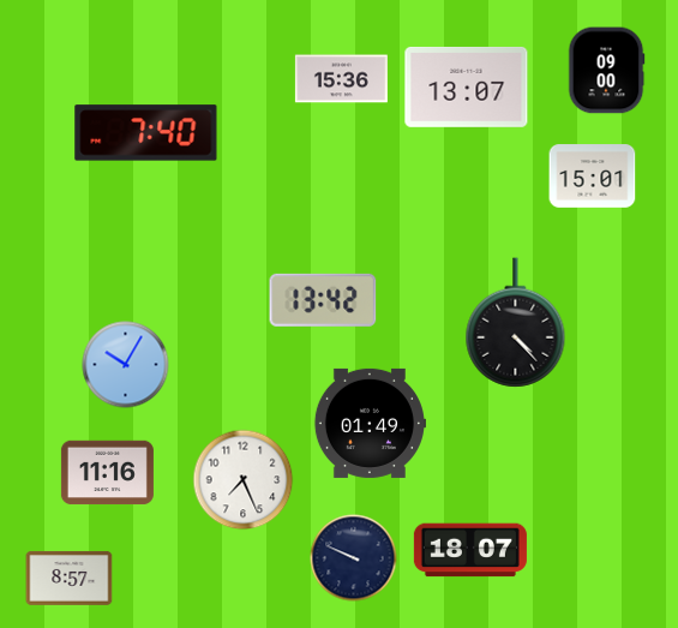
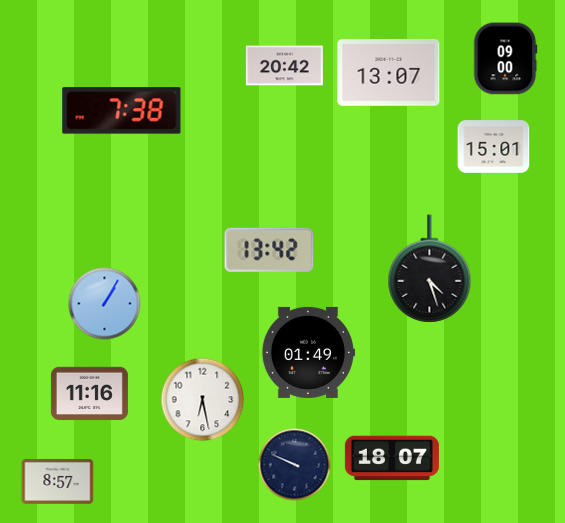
clock at (341, 79): 15:36 -> 20:42
clock at (146, 133): 7:40 -> 7:38
clock at (516, 323): 4:23 -> 4:27
clock at (126, 365): 10:05 -> 1:05
clock at (244, 480): 7:26 -> 6:28
